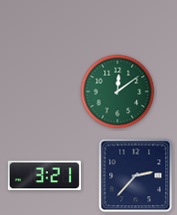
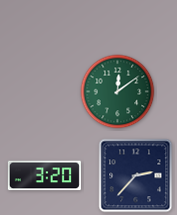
clock at (44, 176): 3:21 -> 3:20
